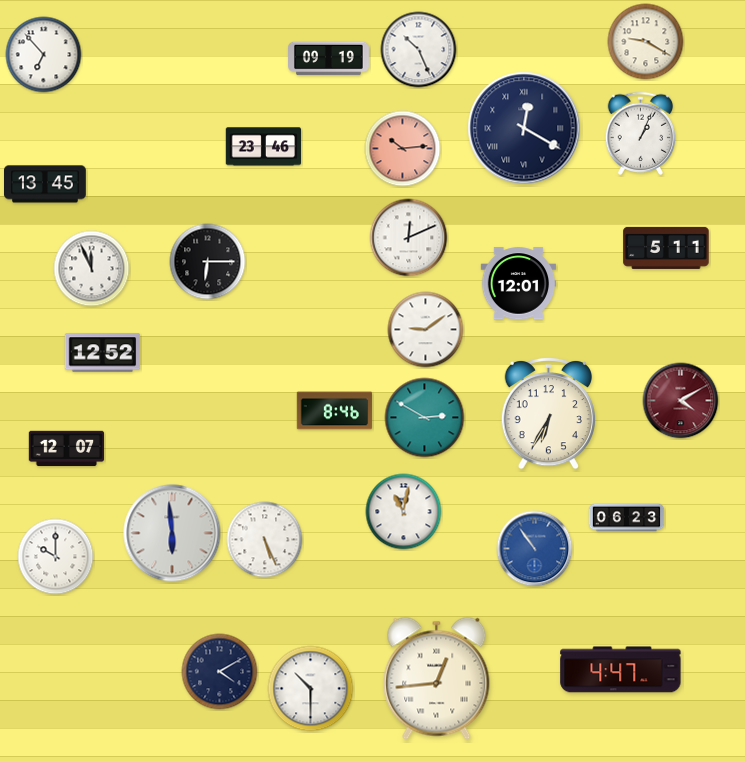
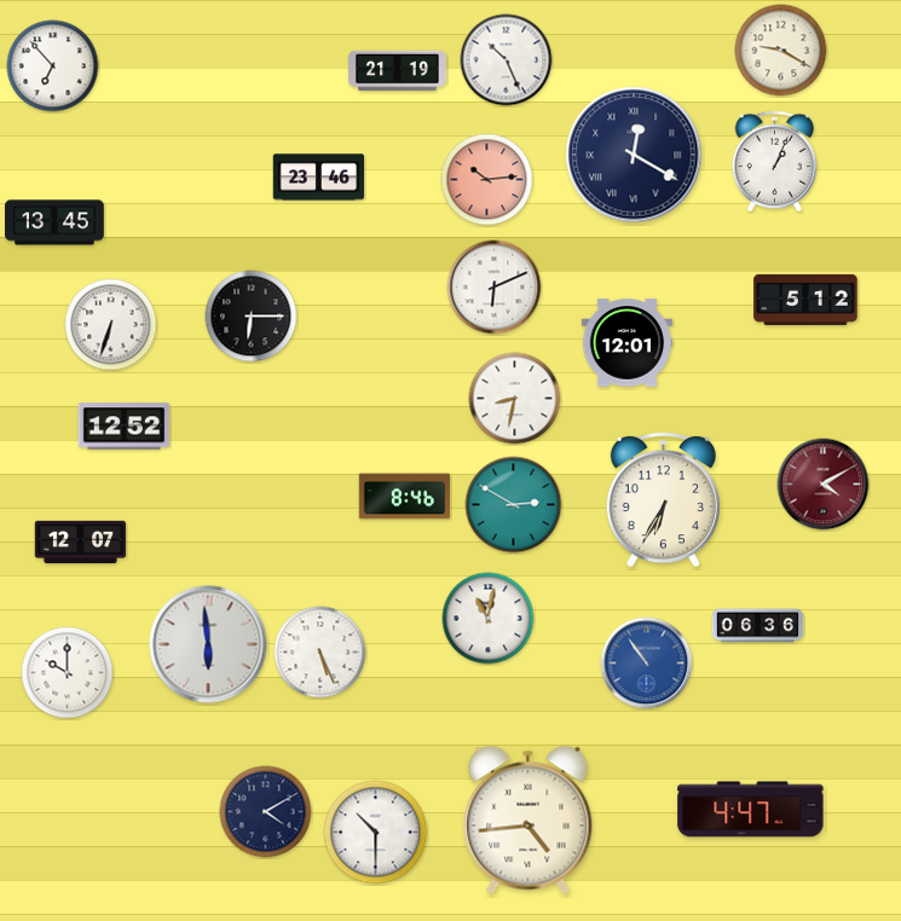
clock at (329, 59): 09:19 -> 21:19
clock at (409, 238): 12:11 -> 6:11
clock at (666, 248): 5:11 -> 5:12
clock at (92, 269): 11:56 -> 6:33
clock at (426, 330): 9:09 -> 8:32
clock at (627, 518): 06:23 -> 06:36
clock at (437, 678): 12:44 -> 4:44
